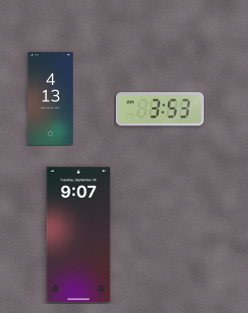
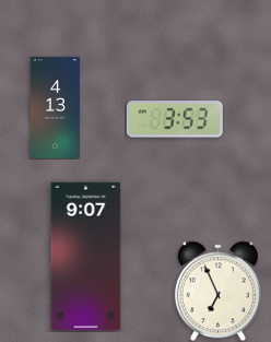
clock at (217, 291): none -> 6:56
